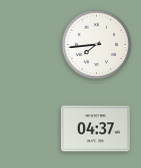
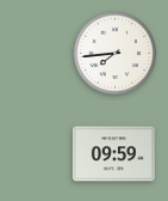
clock at (95, 129): 04:37 -> 09:59
